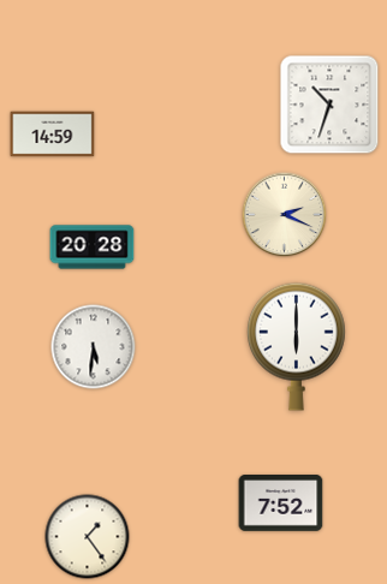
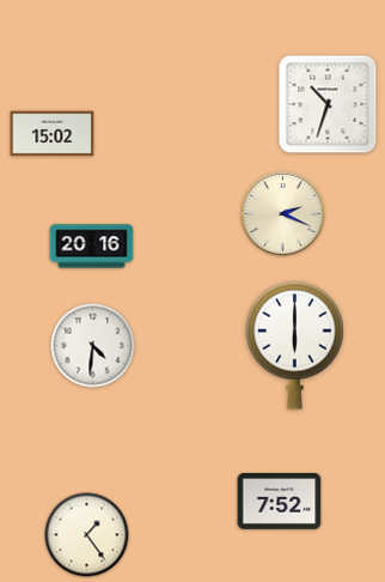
clock at (53, 135): 14:59 -> 15:02
clock at (93, 248): 20:28 -> 20:16
clock at (94, 347): 5:31 -> 4:31
